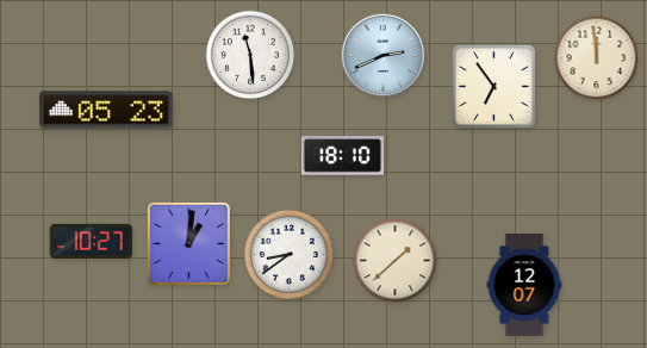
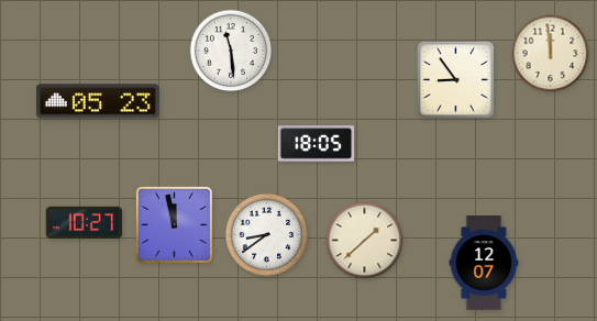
clock at (384, 56): 2:41 -> none
clock at (493, 86): 6:54 -> 8:54
clock at (343, 156): 18:10 -> 18:05
clock at (188, 243): 1:01 -> 11:58
